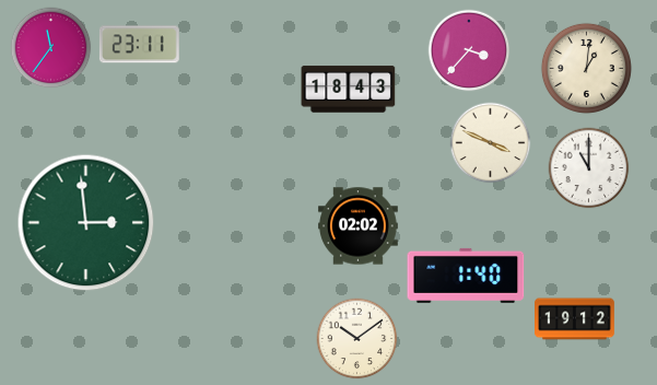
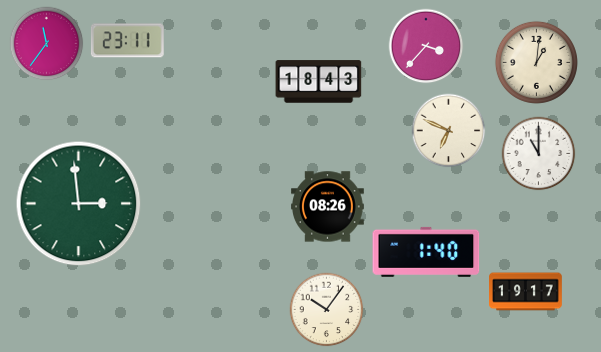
clock at (469, 50) position: (469, 50) -> (426, 46)
clock at (491, 143): 3:49 -> 6:49
clock at (359, 226): 02:02 -> 08:26
clock at (575, 319): 19:12 -> 19:17
clock at (357, 339): 10:09 -> 10:06
